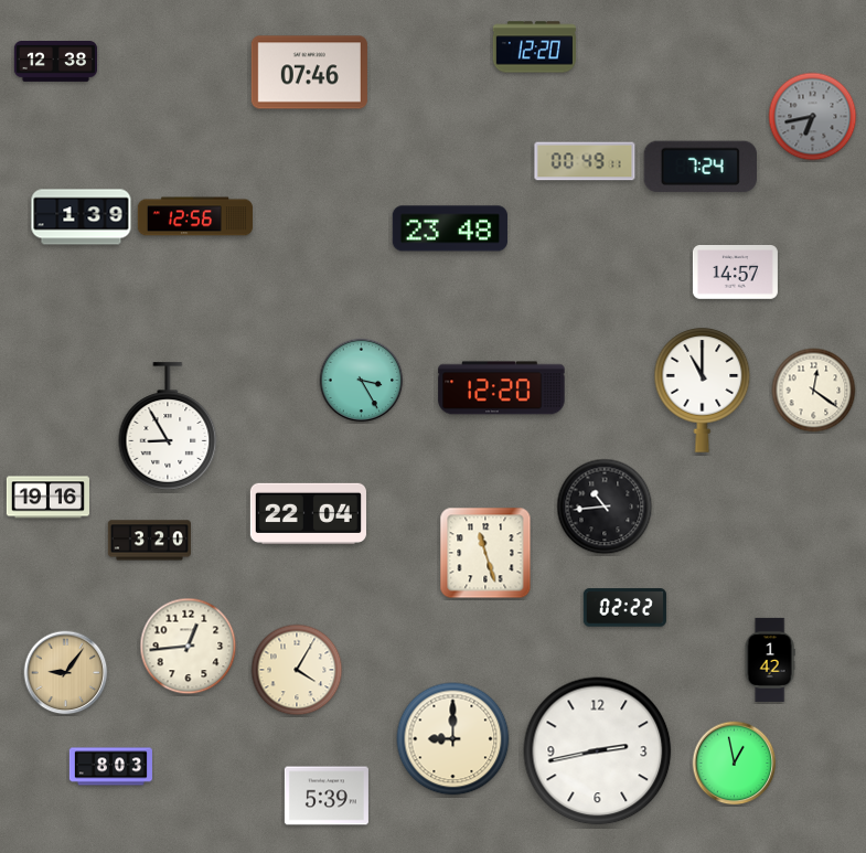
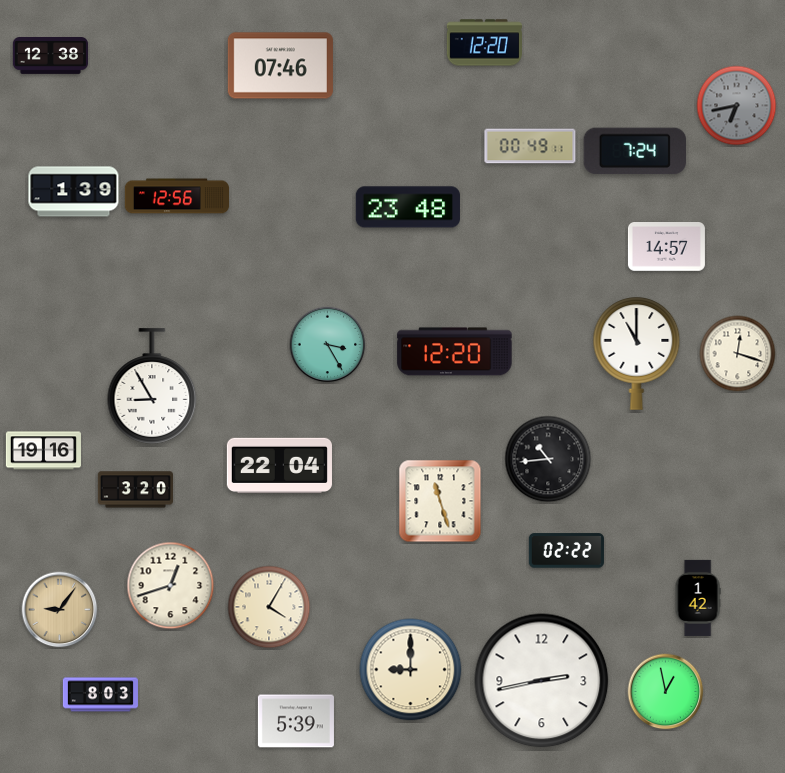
clock at (82, 217) position: (82, 217) -> (74, 192)
clock at (814, 391): 12:21 -> 12:18
clock at (189, 647): 12:44 -> 12:42
